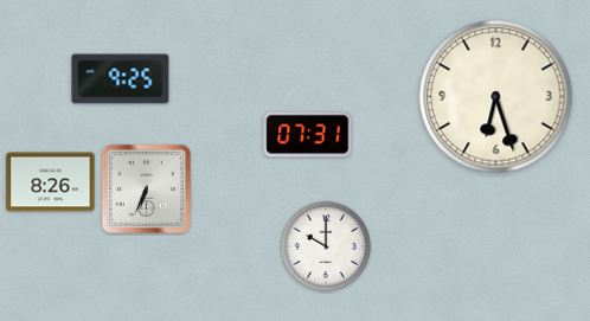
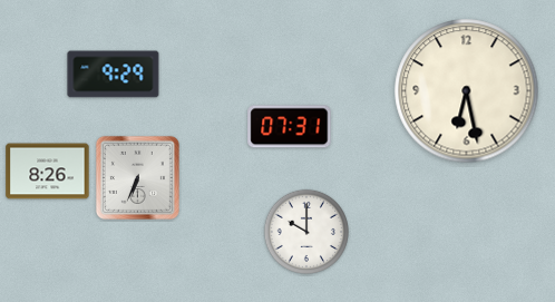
clock at (121, 79): 9:25 -> 9:29
clock at (496, 97): 6:27 -> 6:28
